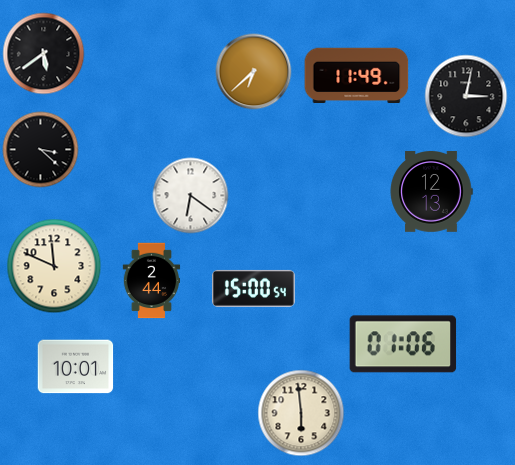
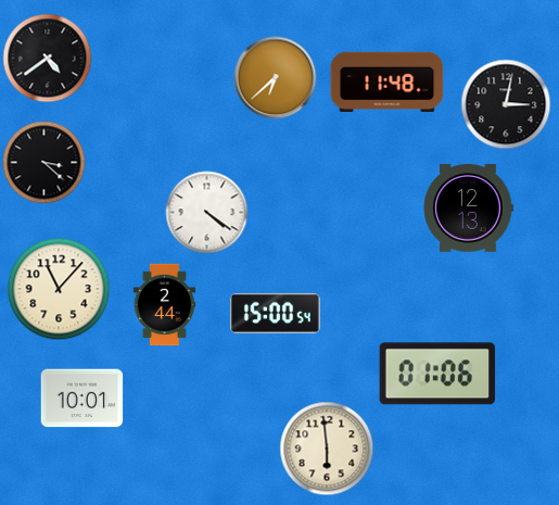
clock at (44, 54): 5:39 -> 4:39
clock at (357, 76): 11:49 -> 11:48
clock at (191, 196): 6:21 -> 4:21
clock at (54, 266): 11:49 -> 11:07
